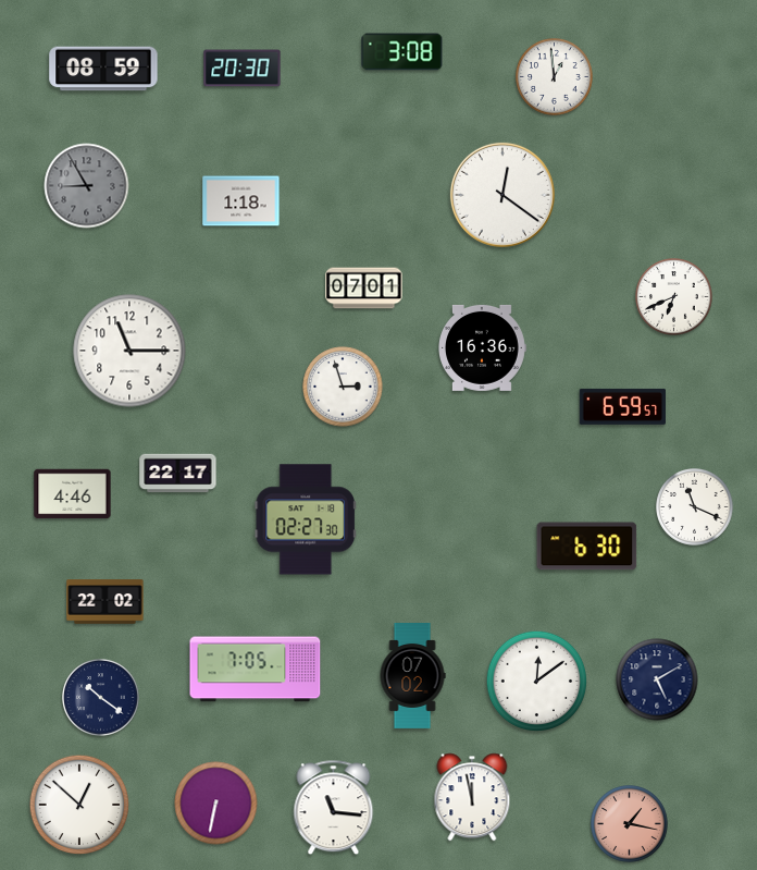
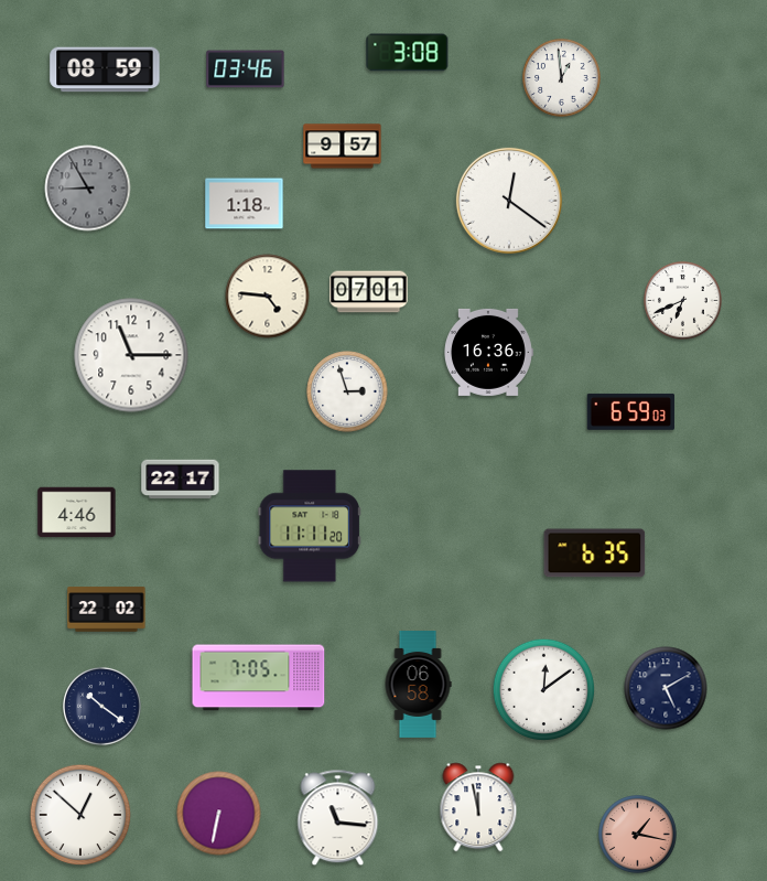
clock at (243, 69): 20:30 -> 03:46
clock at (343, 147): none -> 9:57
clock at (502, 195) position: (502, 195) -> (509, 201)
clock at (268, 297): none -> 4:46
clock at (622, 406): 6:59:57 -> 6:59:03
clock at (73, 494) position: (73, 494) -> (77, 513)
clock at (695, 507): 11:19 -> none
clock at (305, 519): 02:27 -> 11:11
clock at (587, 547): 6:30 -> 6:35
clock at (412, 676): 07:02 -> 06:58
